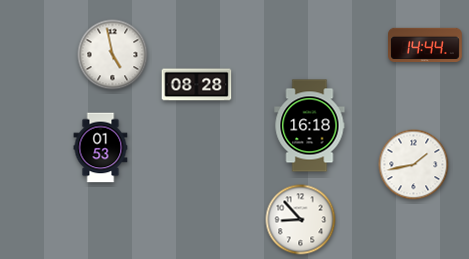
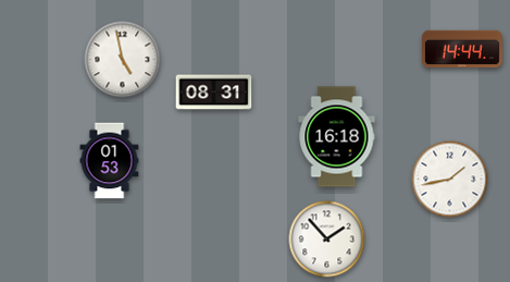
clock at (197, 85): 08:28 -> 08:31
clock at (301, 220): 8:53 -> 1:53
